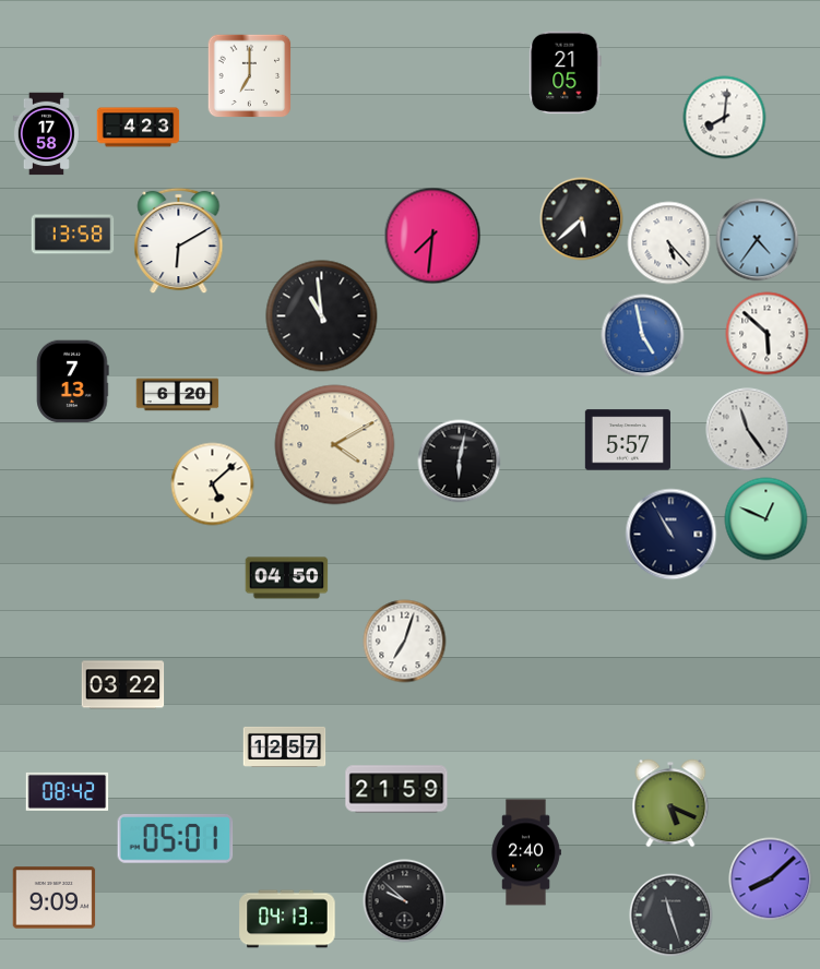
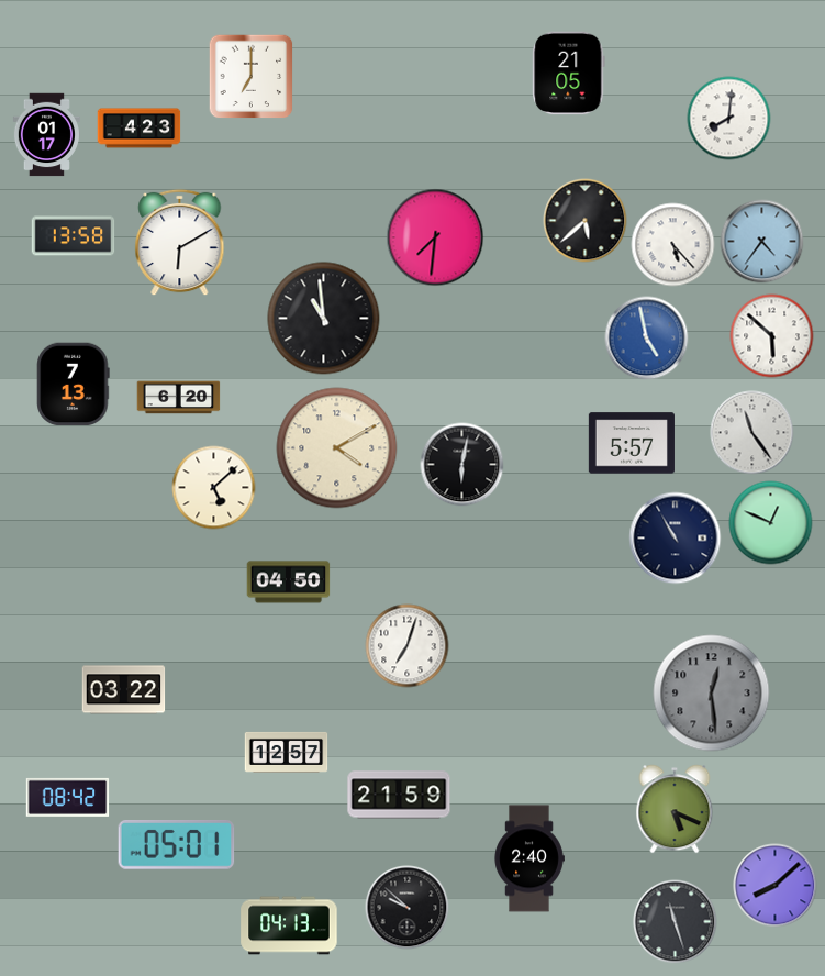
clock at (46, 134): 17:58 -> 01:17
clock at (712, 694): none -> 12:29
clock at (55, 898): 9:09 -> none
